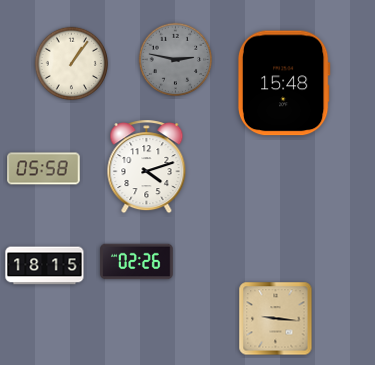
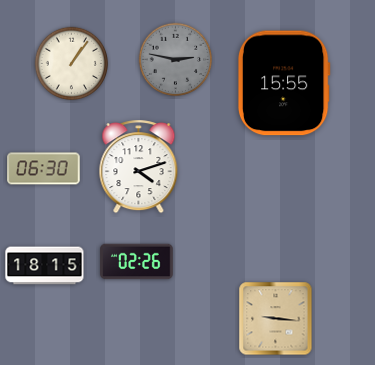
clock at (284, 83): 15:48 -> 15:55
clock at (147, 167) position: (147, 167) -> (139, 167)
clock at (44, 169): 05:58 -> 06:30
